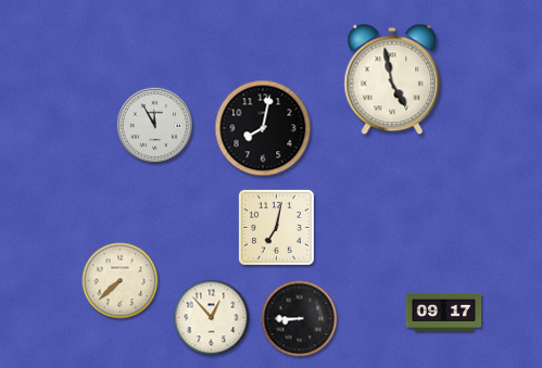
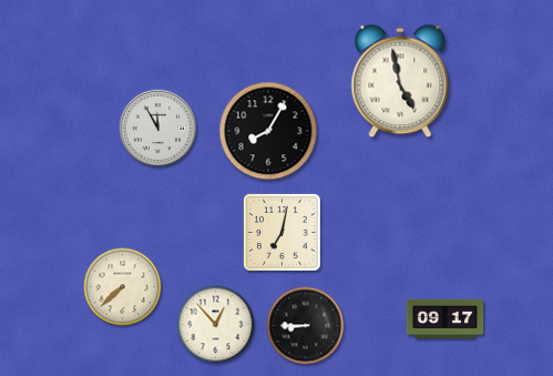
clock at (263, 128): 8:02 -> 8:05
clock at (444, 312) position: (444, 312) -> (446, 318)
